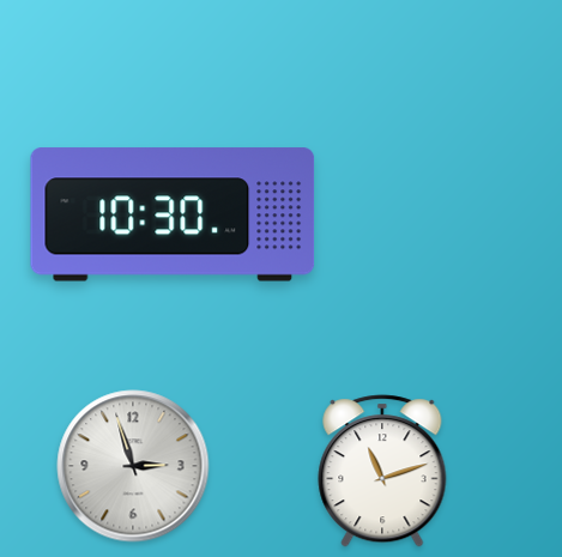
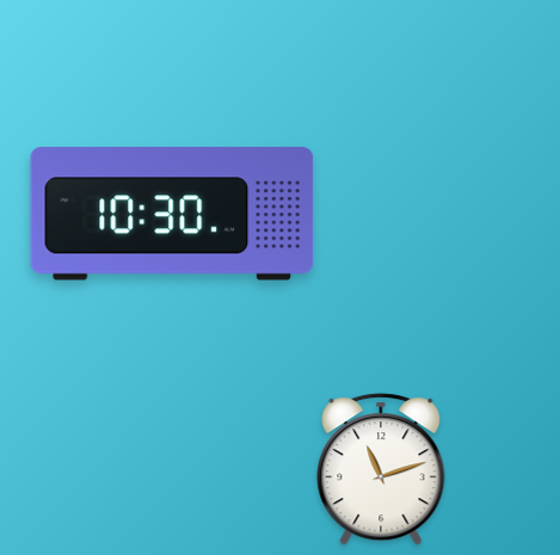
clock at (133, 466): 2:57 -> none
